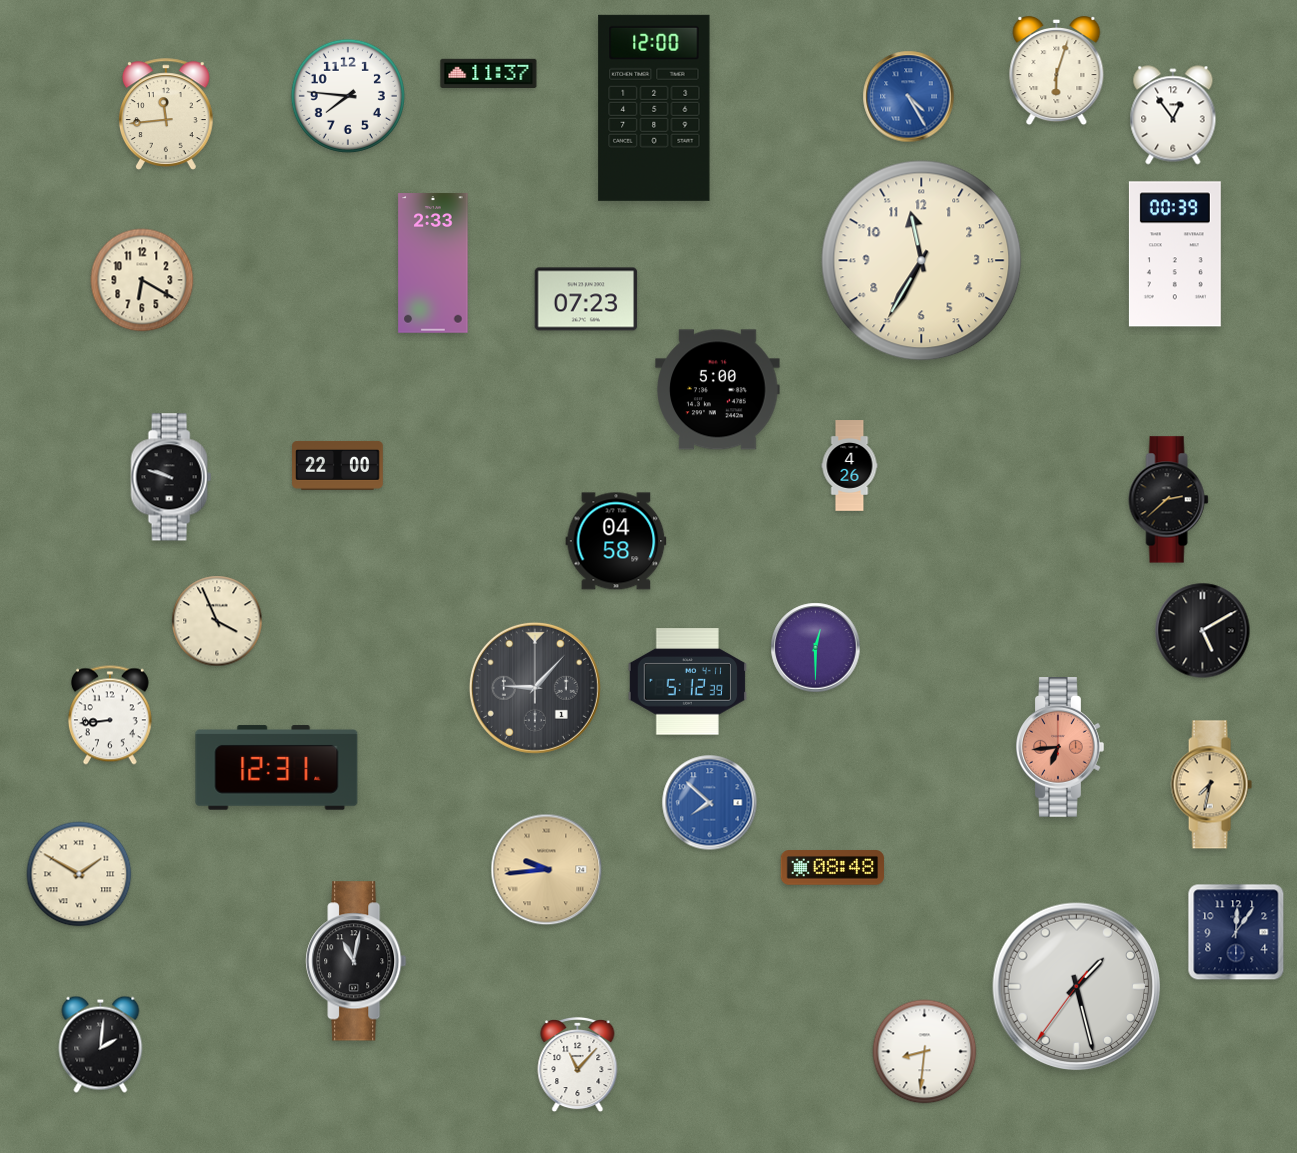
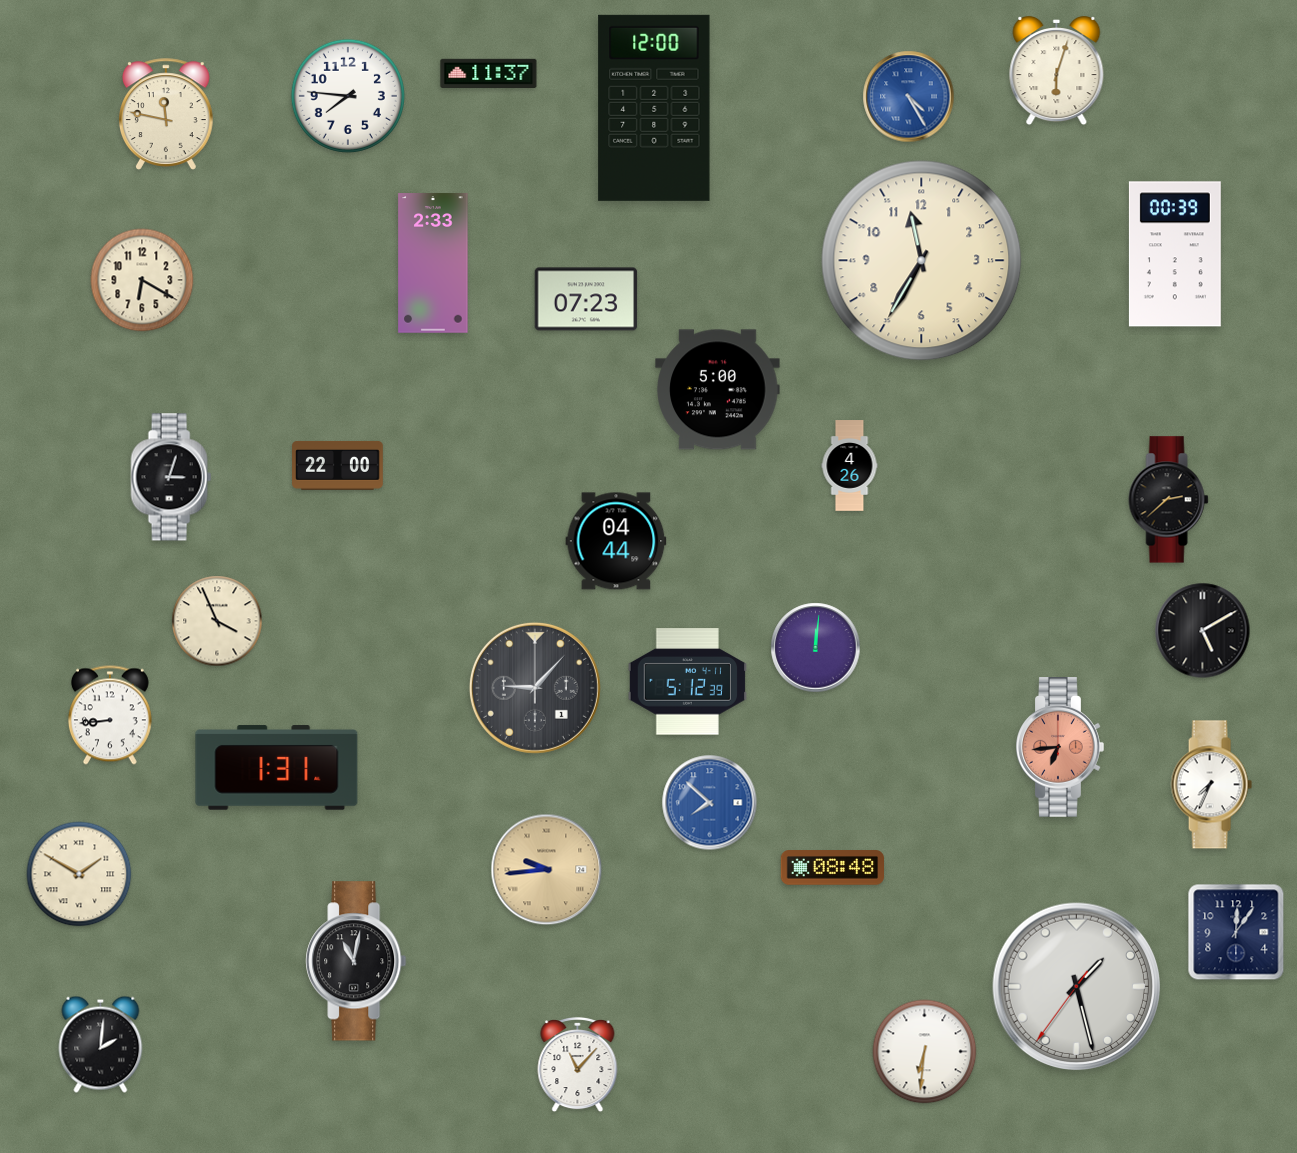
clock at (166, 114): 11:44 -> 11:47
clock at (1173, 115): 12:54 -> none
clock at (171, 477): 9:48 -> 3:03
clock at (616, 541): 04:58 -> 04:44
clock at (816, 648): 12:30 -> 12:01
clock at (277, 768): 12:31 -> 1:31
clock at (1211, 785): 7:32 -> 7:34
clock at (1211, 785) dial: champagne -> white
clock at (925, 1052): 8:31 -> 6:31
